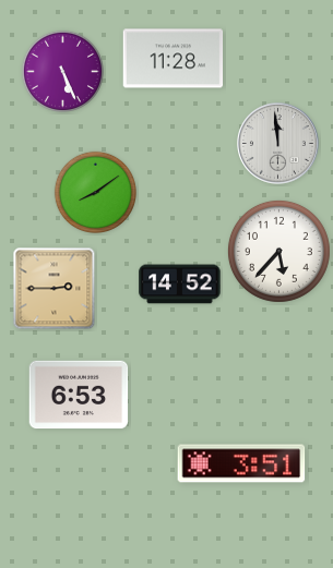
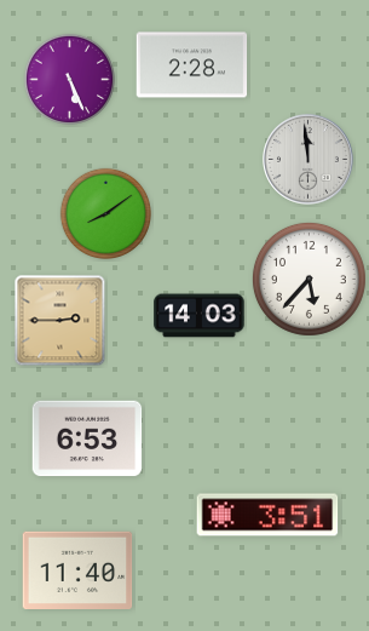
clock at (174, 59): 11:28 -> 2:28
clock at (180, 285): 14:52 -> 14:03
clock at (77, 569): none -> 11:40
